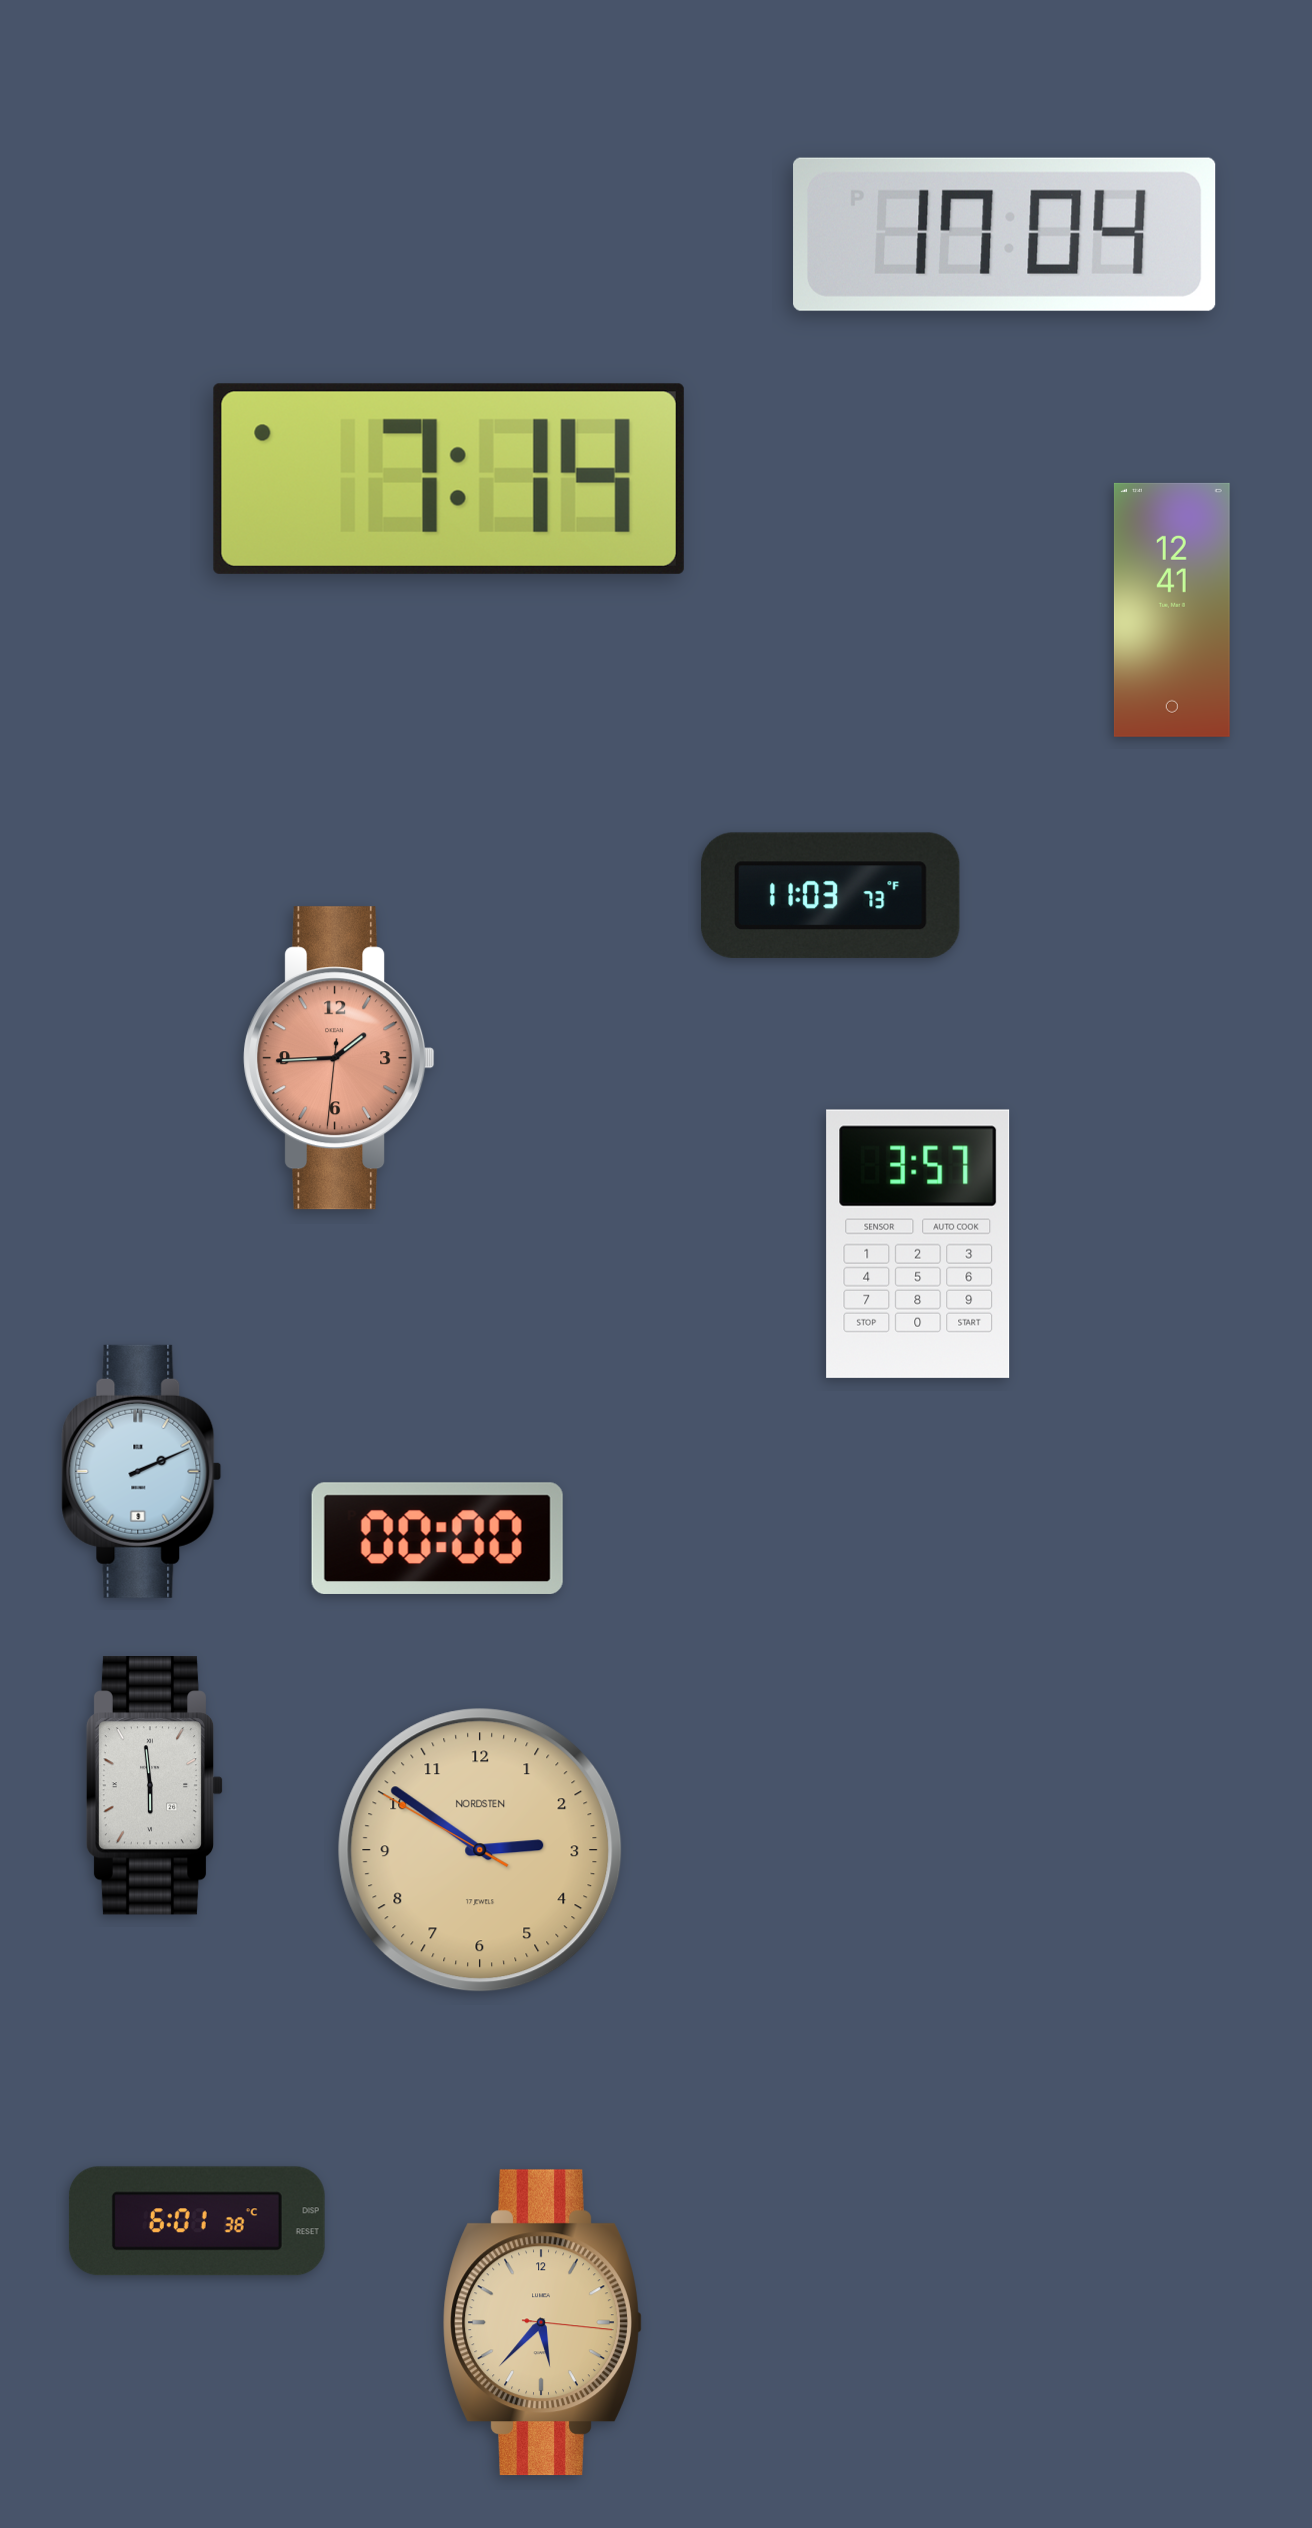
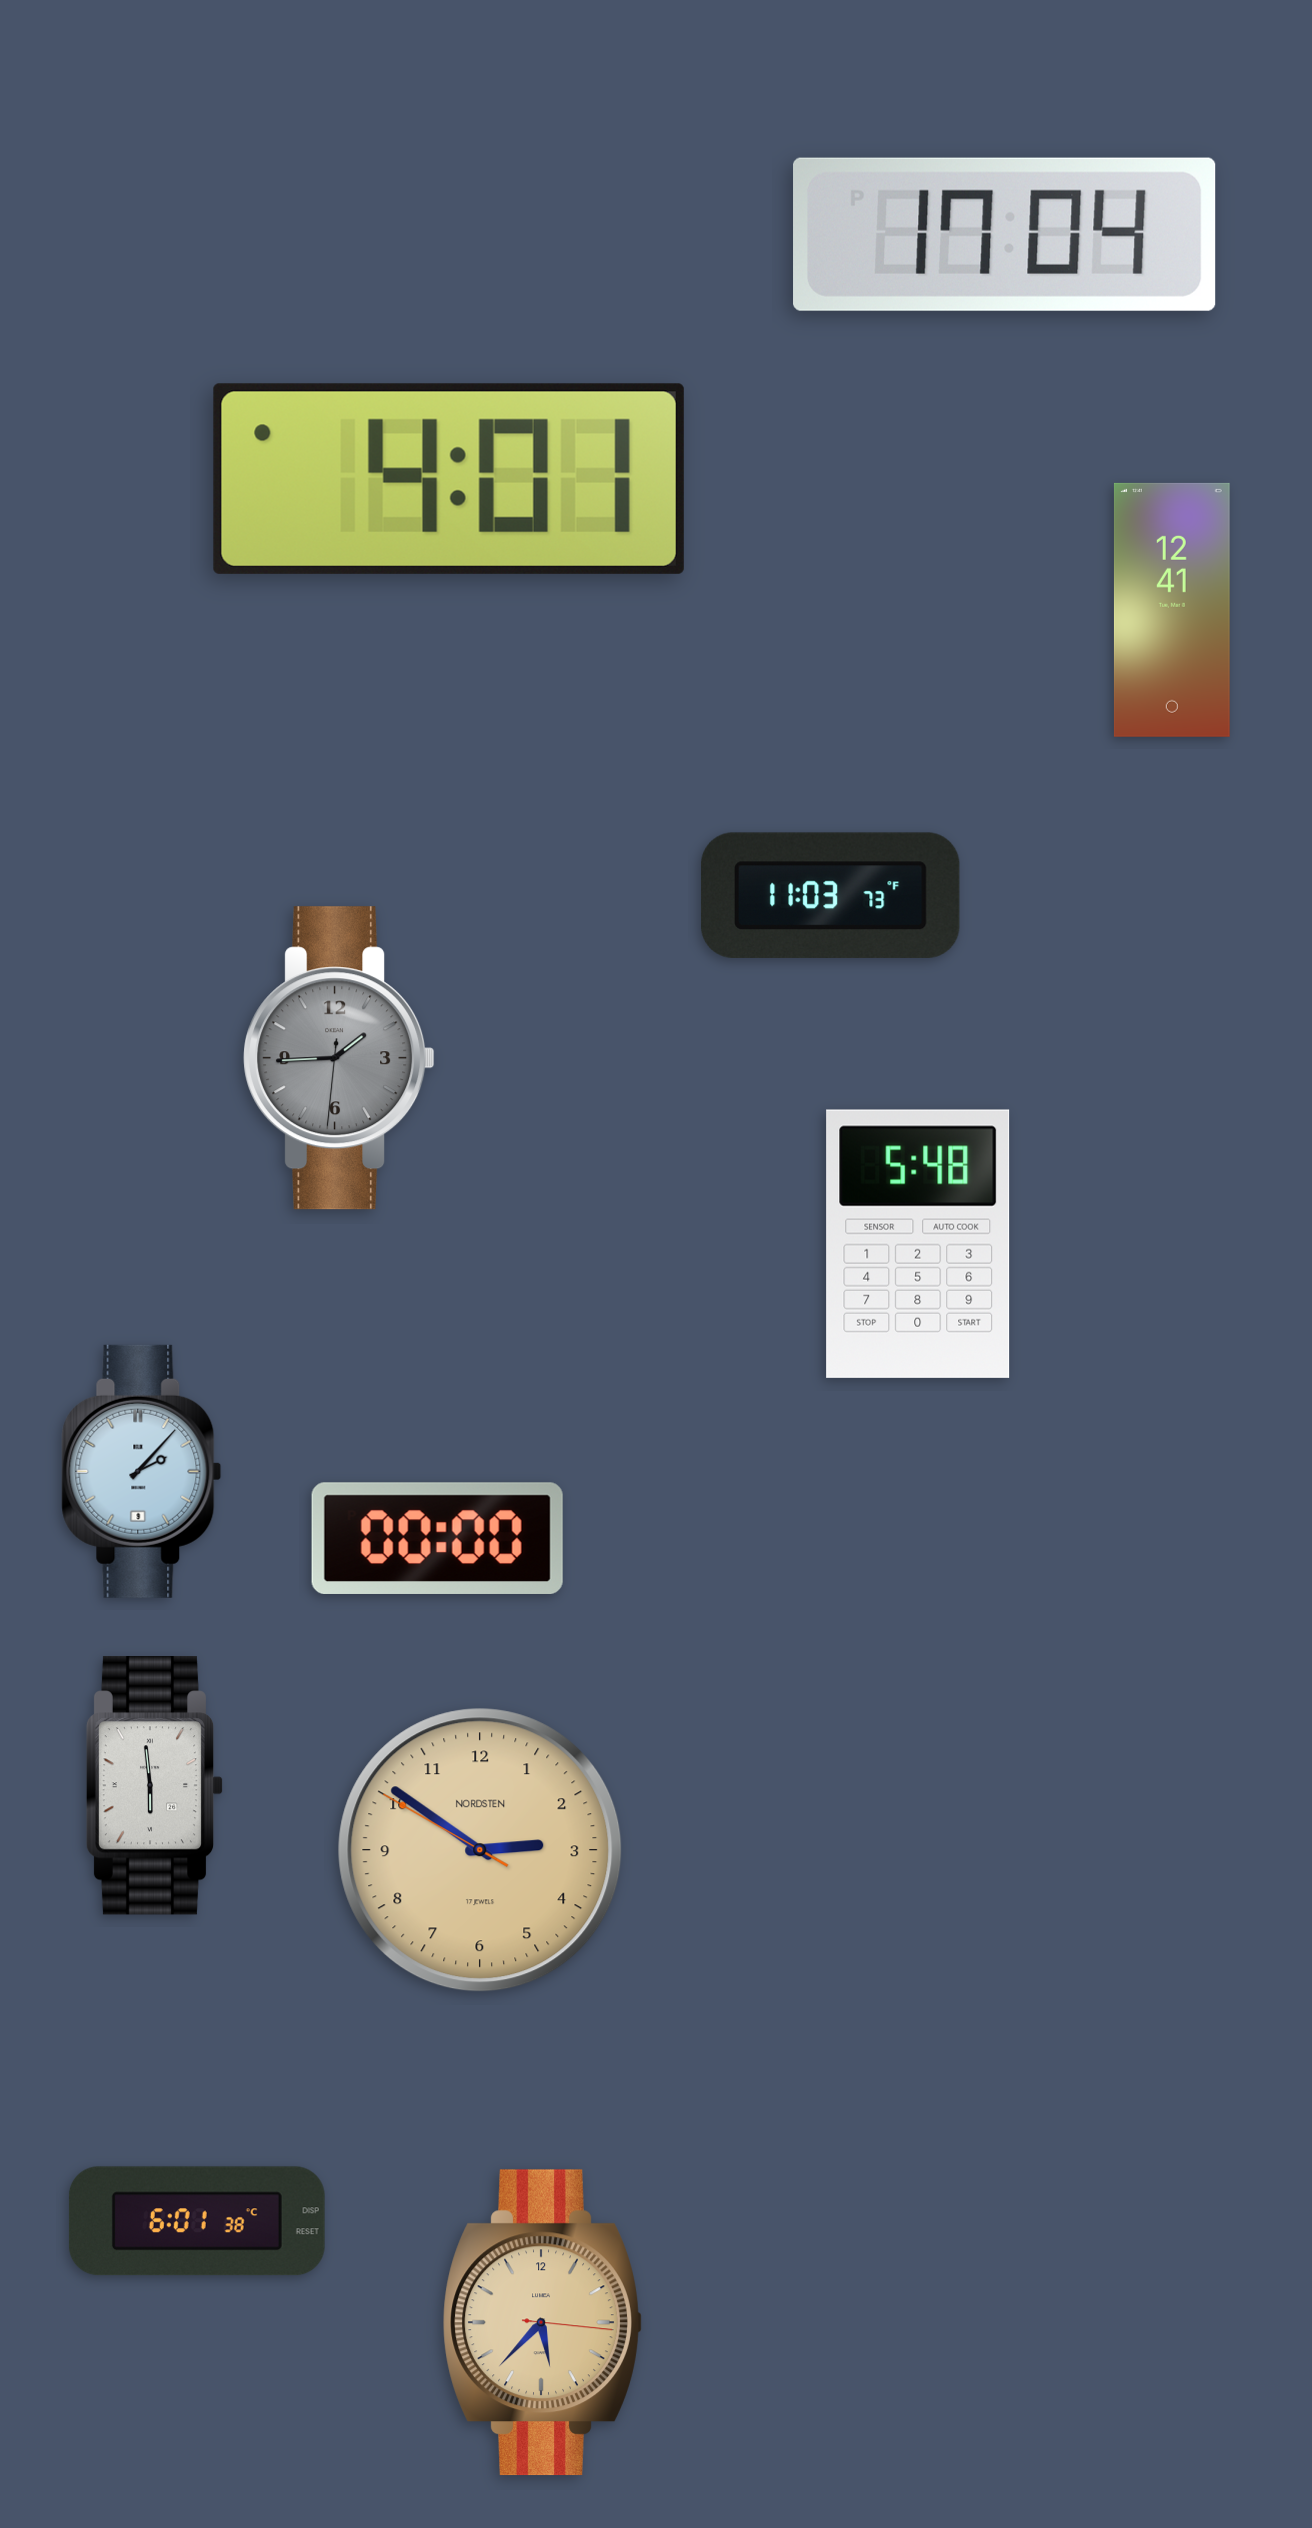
clock at (449, 479): 7:14 -> 4:01
clock at (339, 1058) dial: salmon -> grey
clock at (918, 1244): 3:57 -> 5:48
clock at (142, 1471): 2:11 -> 2:07
